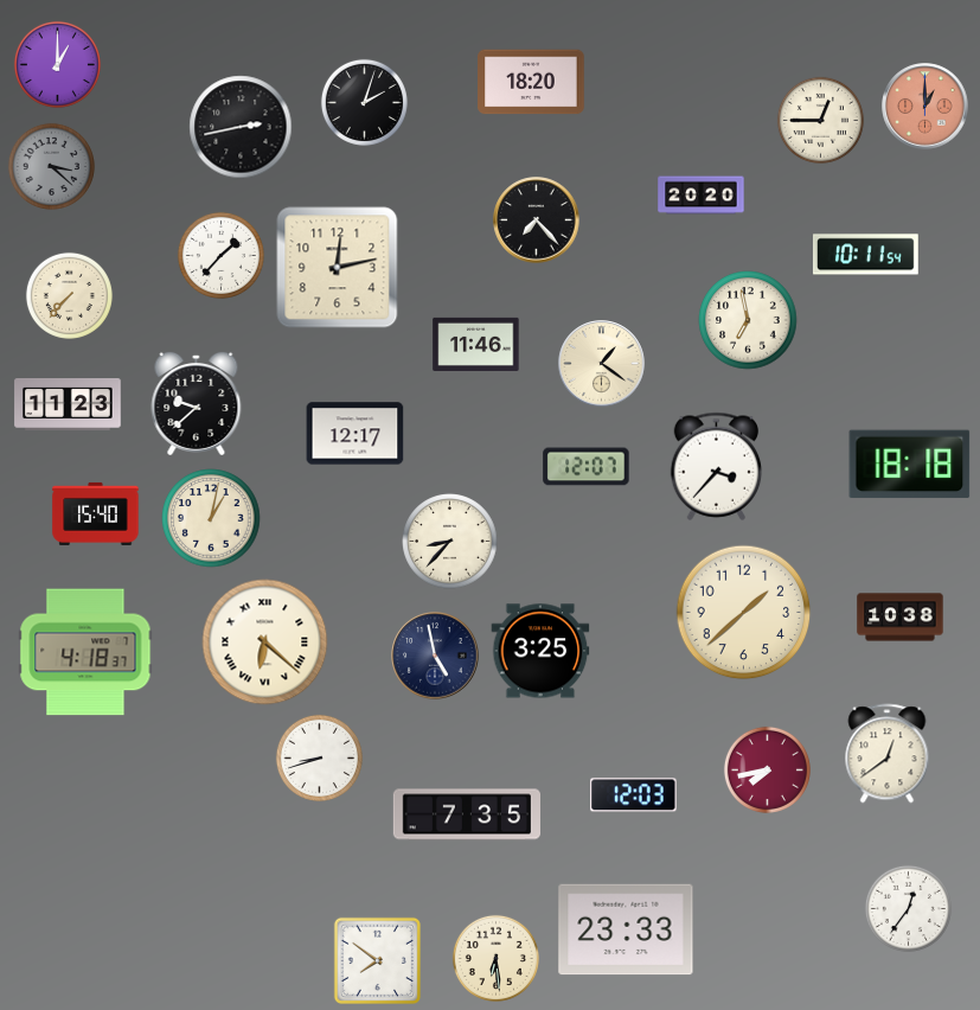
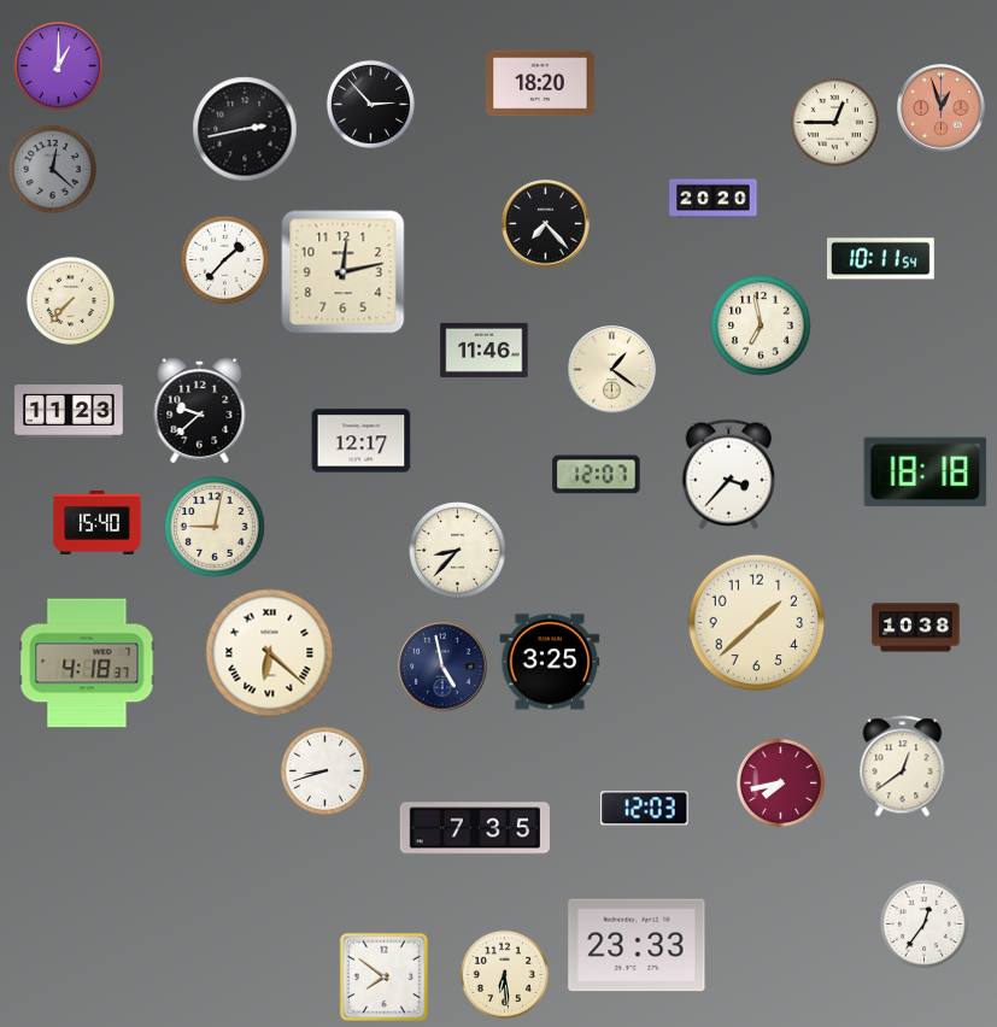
clock at (364, 102): 2:03 -> 2:53
clock at (925, 107): 1:00 -> 12:57
clock at (51, 166): 3:22 -> 12:22
clock at (211, 518): 1:02 -> 9:02
